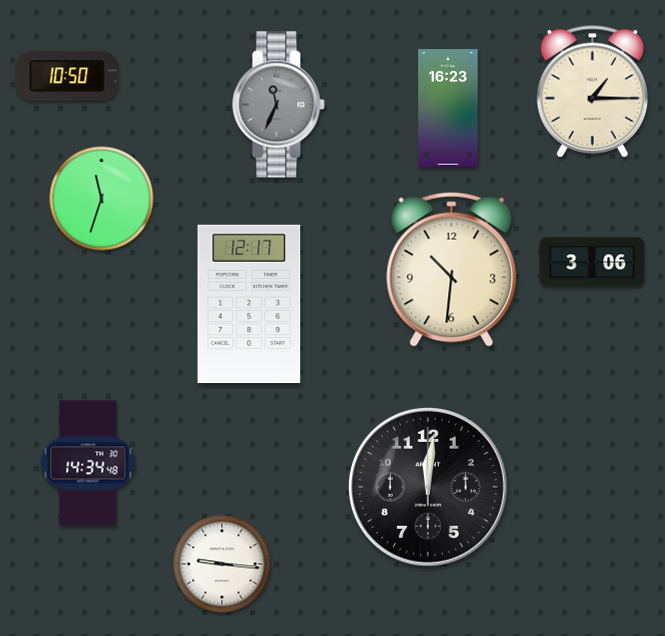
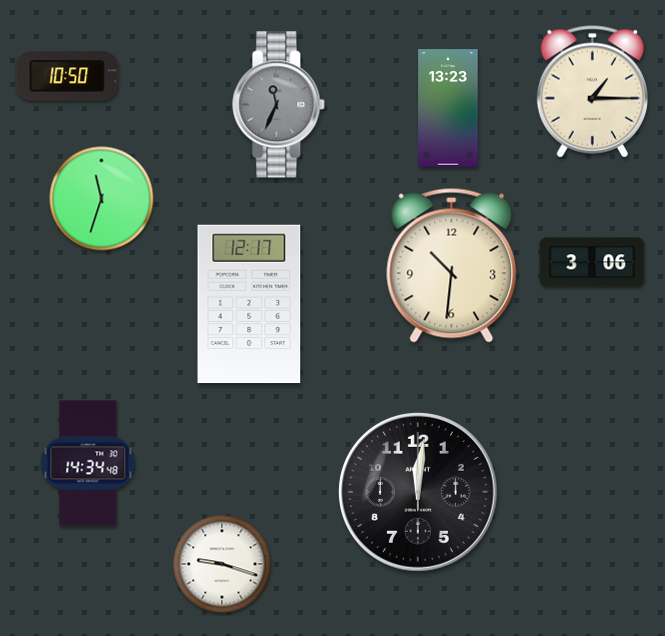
clock at (448, 108): 16:23 -> 13:23
clock at (452, 269) position: (452, 269) -> (452, 265)
clock at (428, 487) position: (428, 487) -> (418, 492)
clock at (222, 564): 9:16 -> 9:18
